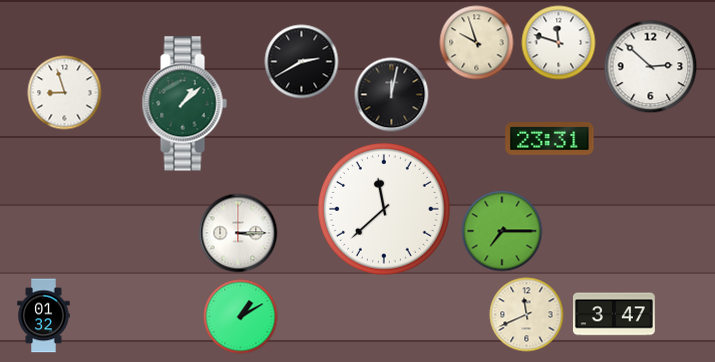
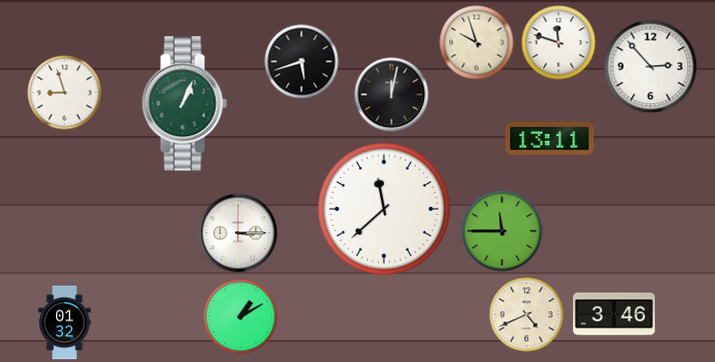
clock at (302, 62): 2:40 -> 5:42
clock at (651, 67): 2:52 -> 2:53
clock at (184, 104): 1:08 -> 1:04
clock at (550, 139): 23:31 -> 13:11
clock at (502, 231): 7:15 -> 11:45
clock at (614, 314): 3:47 -> 3:46
clock at (527, 315): 11:41 -> 4:41
clock at (44, 316) position: (44, 316) -> (65, 323)
